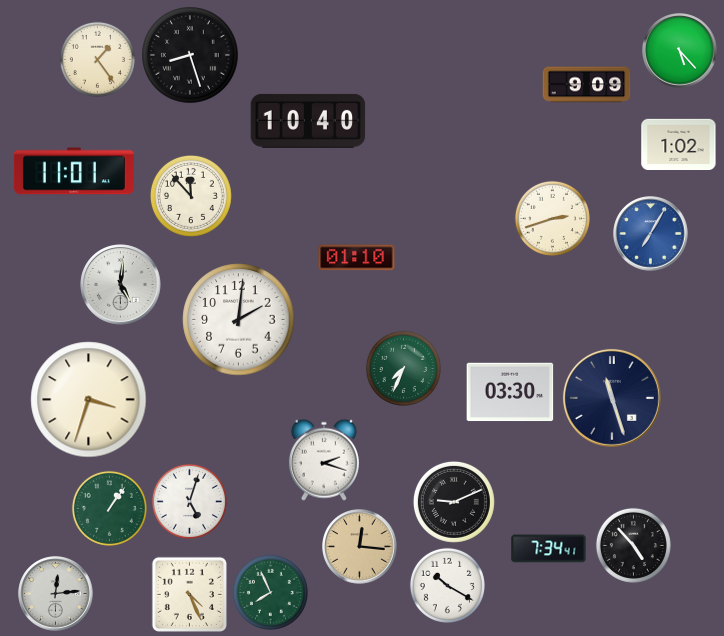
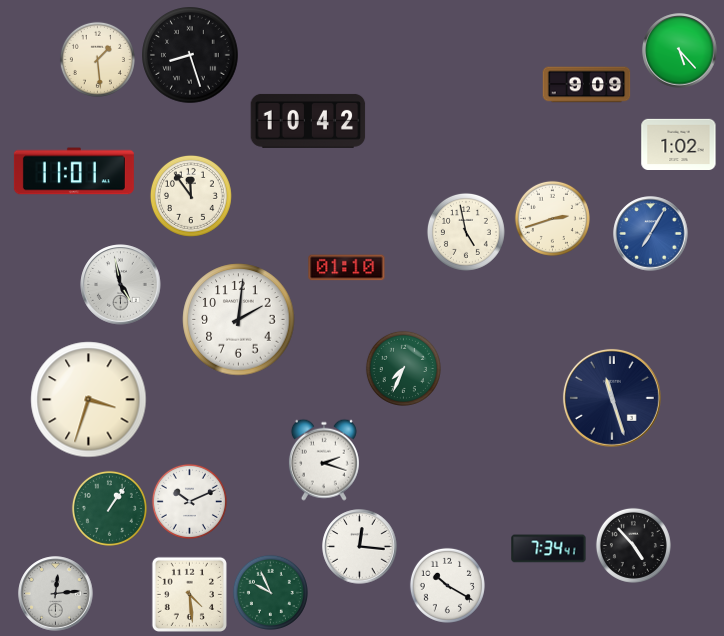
clock at (97, 59): 1:24 -> 1:29
clock at (308, 121): 10:40 -> 10:42
clock at (191, 196): 11:53 -> 11:54
clock at (466, 232): none -> 4:58
clock at (357, 258) position: (357, 258) -> (347, 268)
clock at (121, 285): 5:01 -> 4:58
clock at (510, 392): 03:30 -> none
clock at (189, 501): 5:03 -> 10:11
clock at (454, 502): 9:11 -> none
clock at (360, 547) dial: champagne -> white
clock at (270, 592): 7:56 -> 9:56
clock at (189, 594): 4:26 -> 4:29
